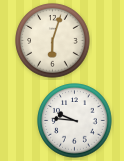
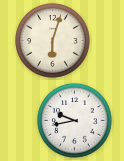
clock at (75, 121): 9:46 -> 9:43
